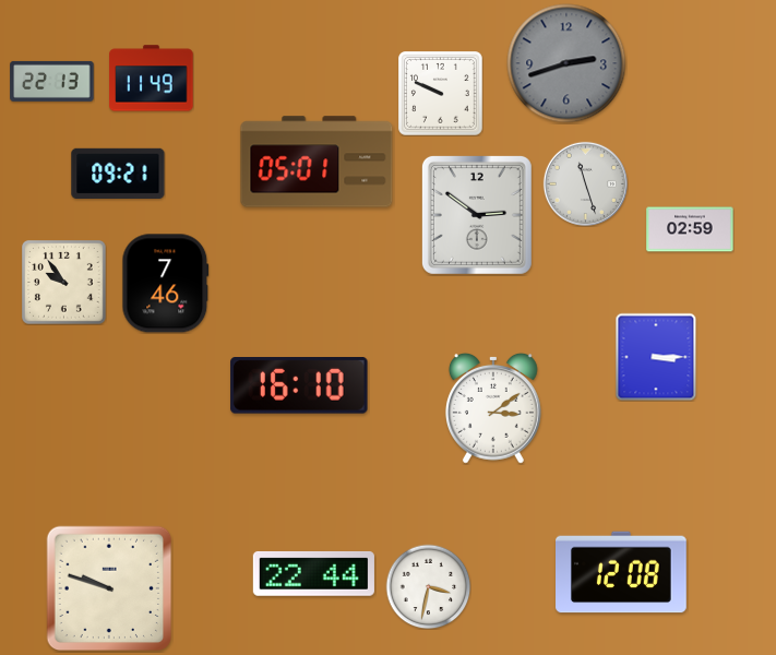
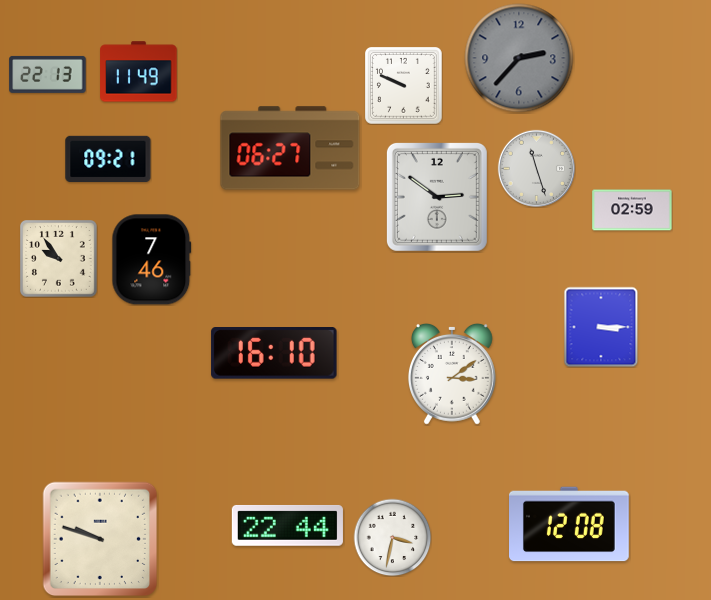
clock at (566, 63): 2:42 -> 2:37
clock at (317, 162): 05:01 -> 06:27
